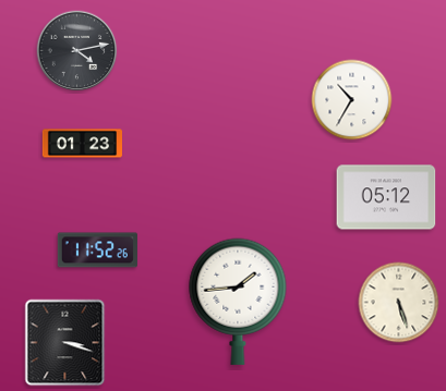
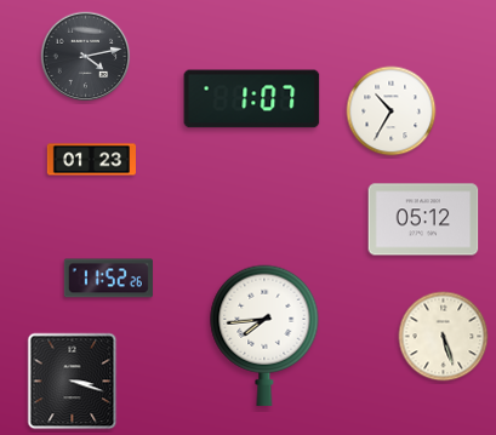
clock at (252, 99): none -> 1:07
clock at (386, 197) position: (386, 197) -> (423, 219)
clock at (238, 302): 1:44 -> 7:44
